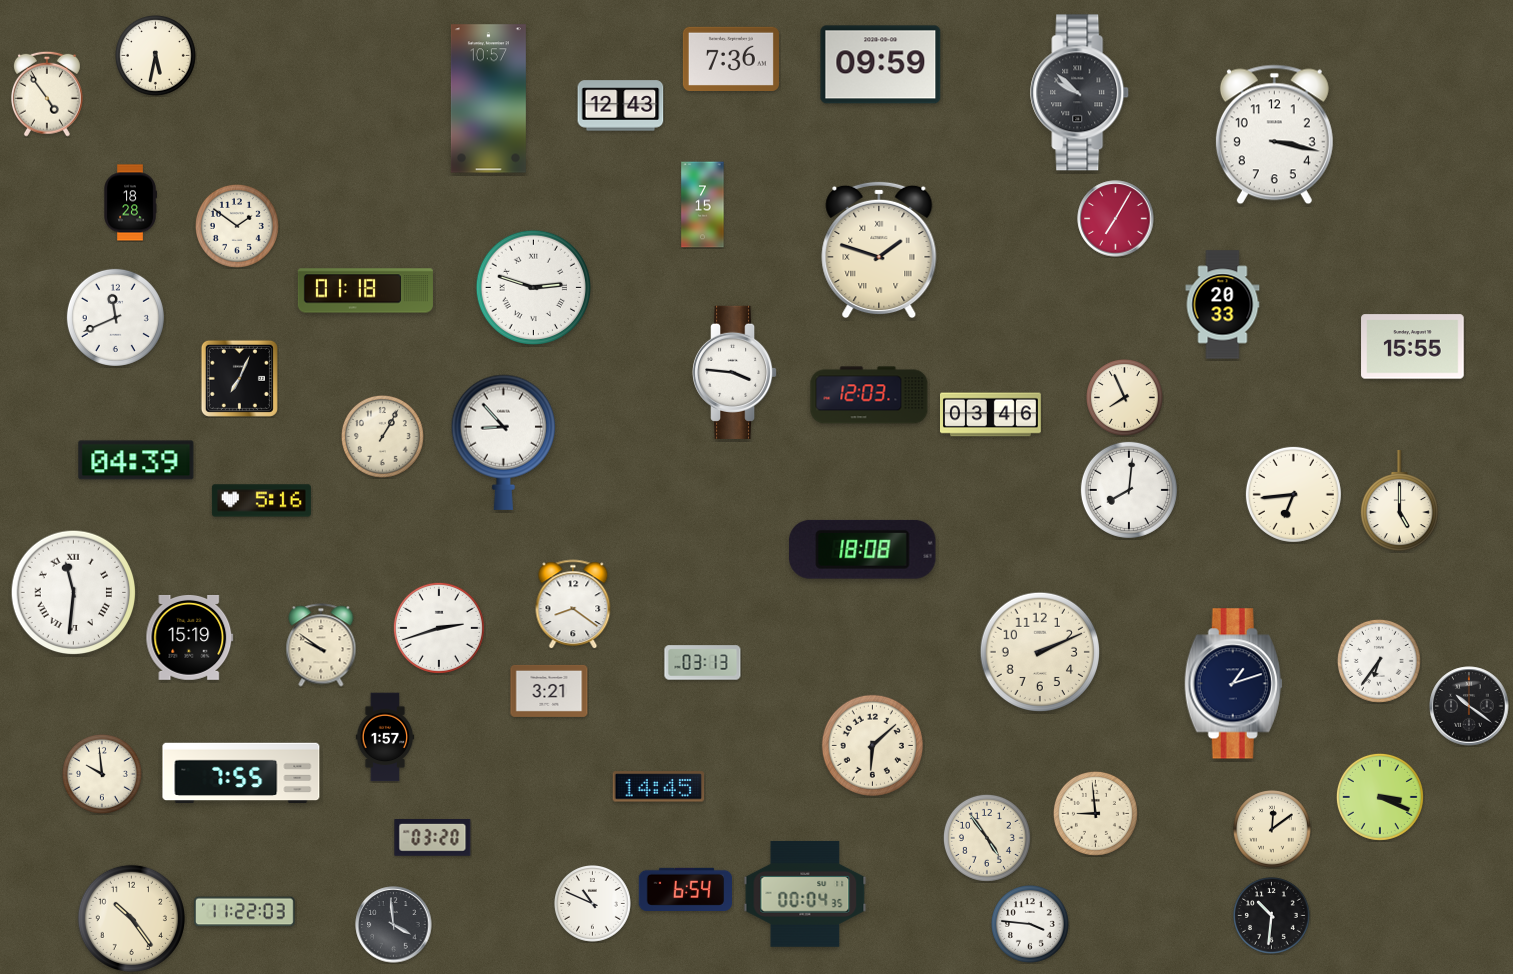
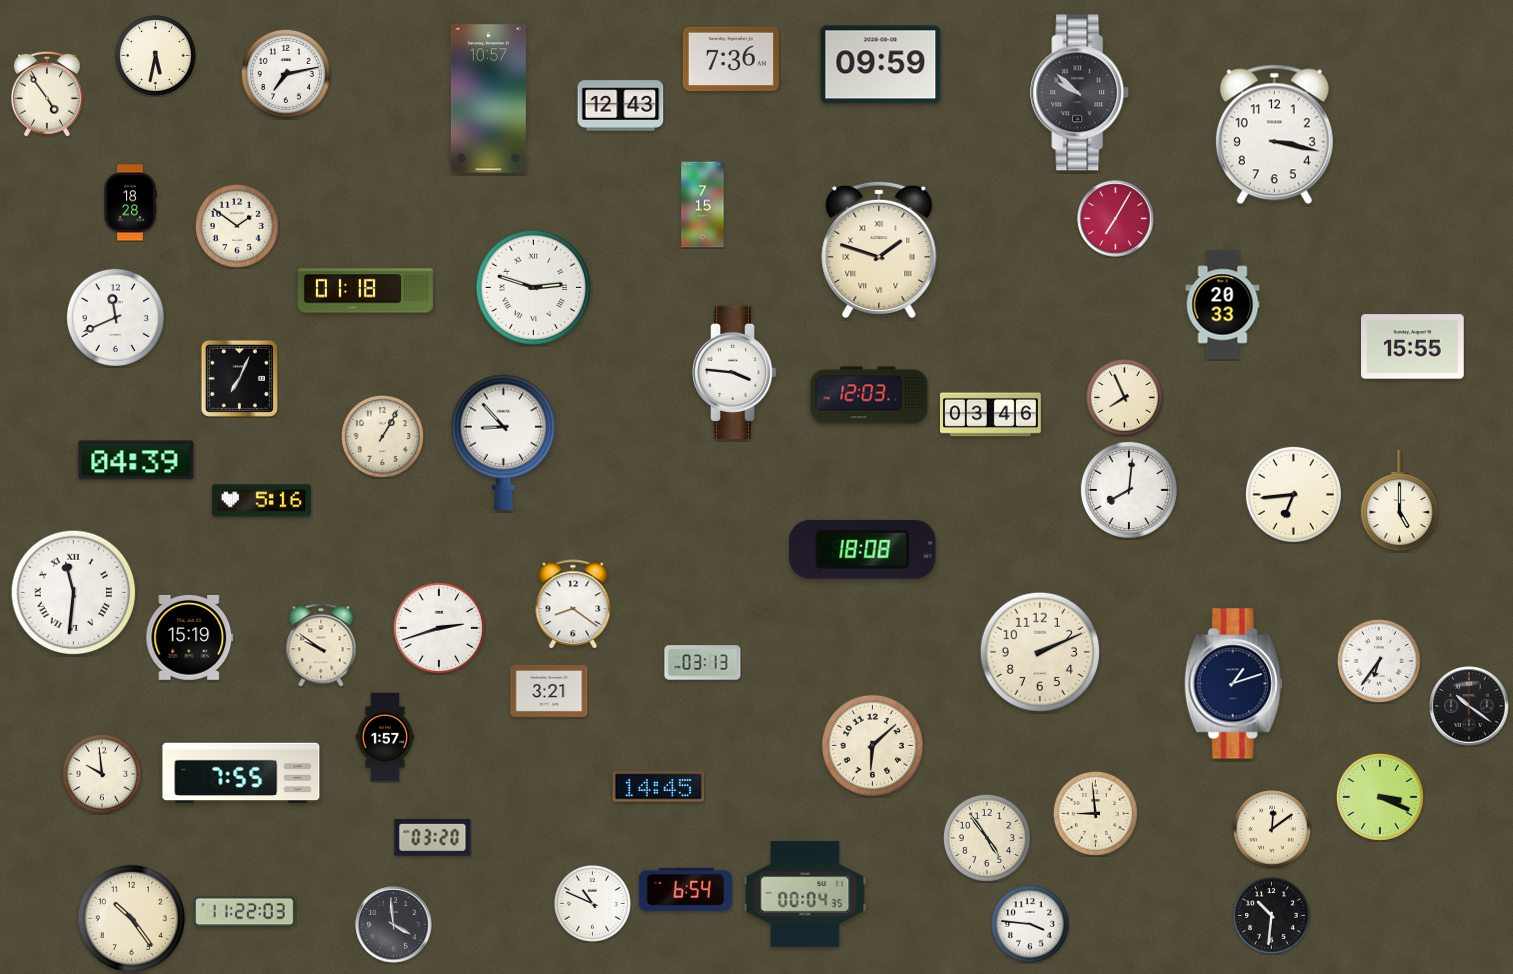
clock at (286, 74): none -> 7:13
